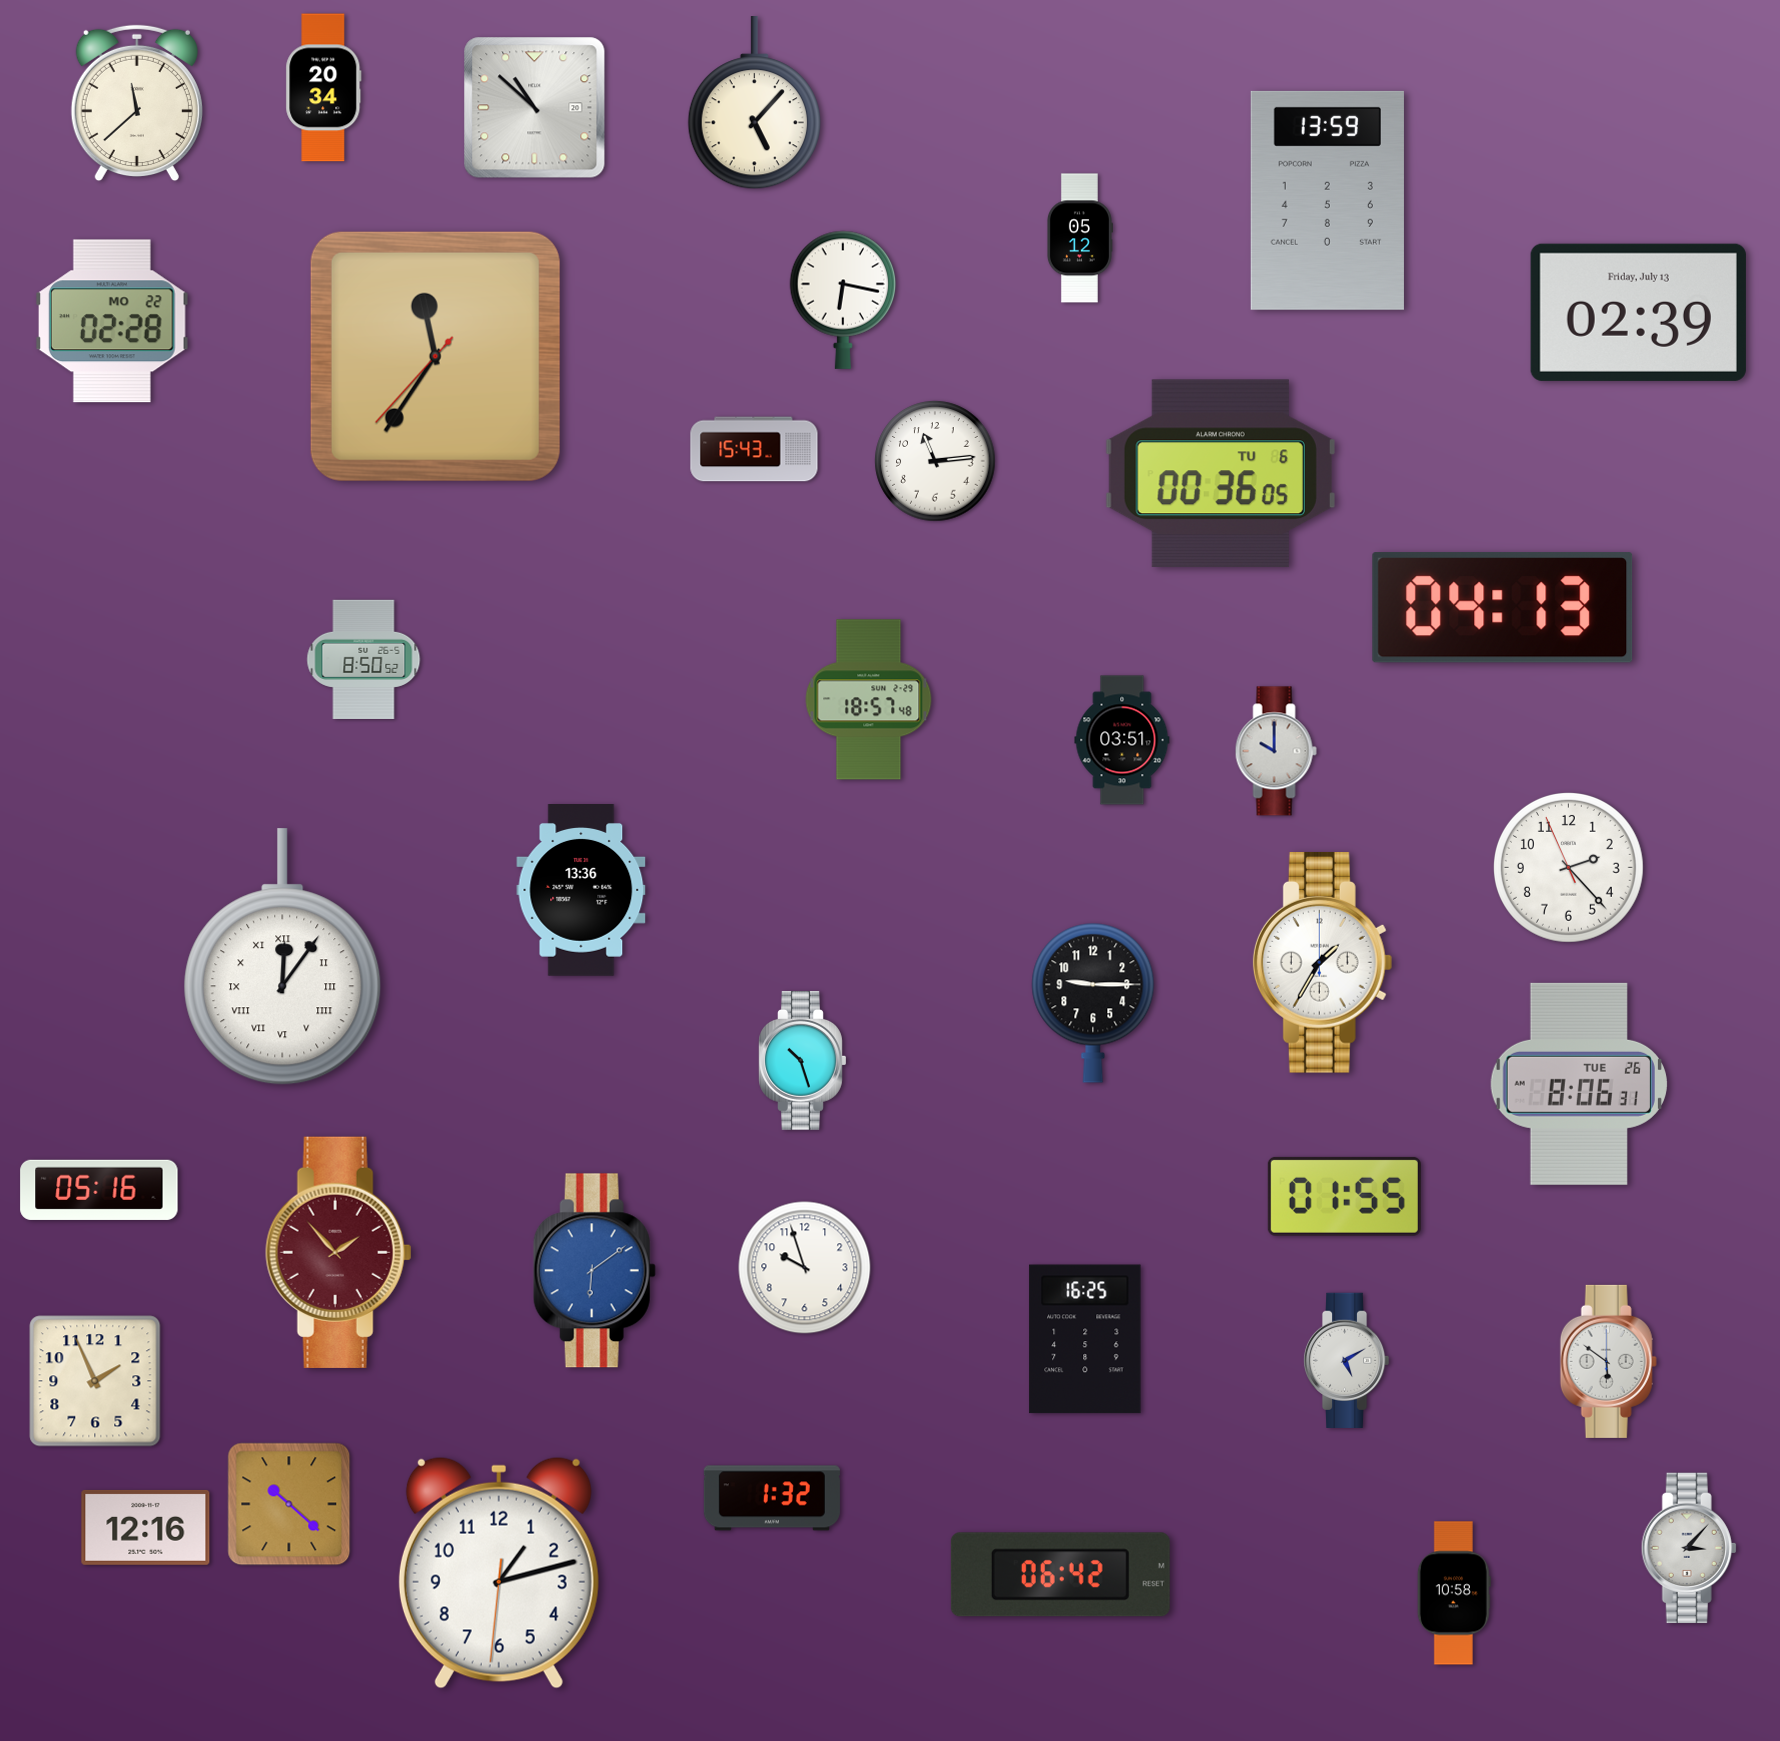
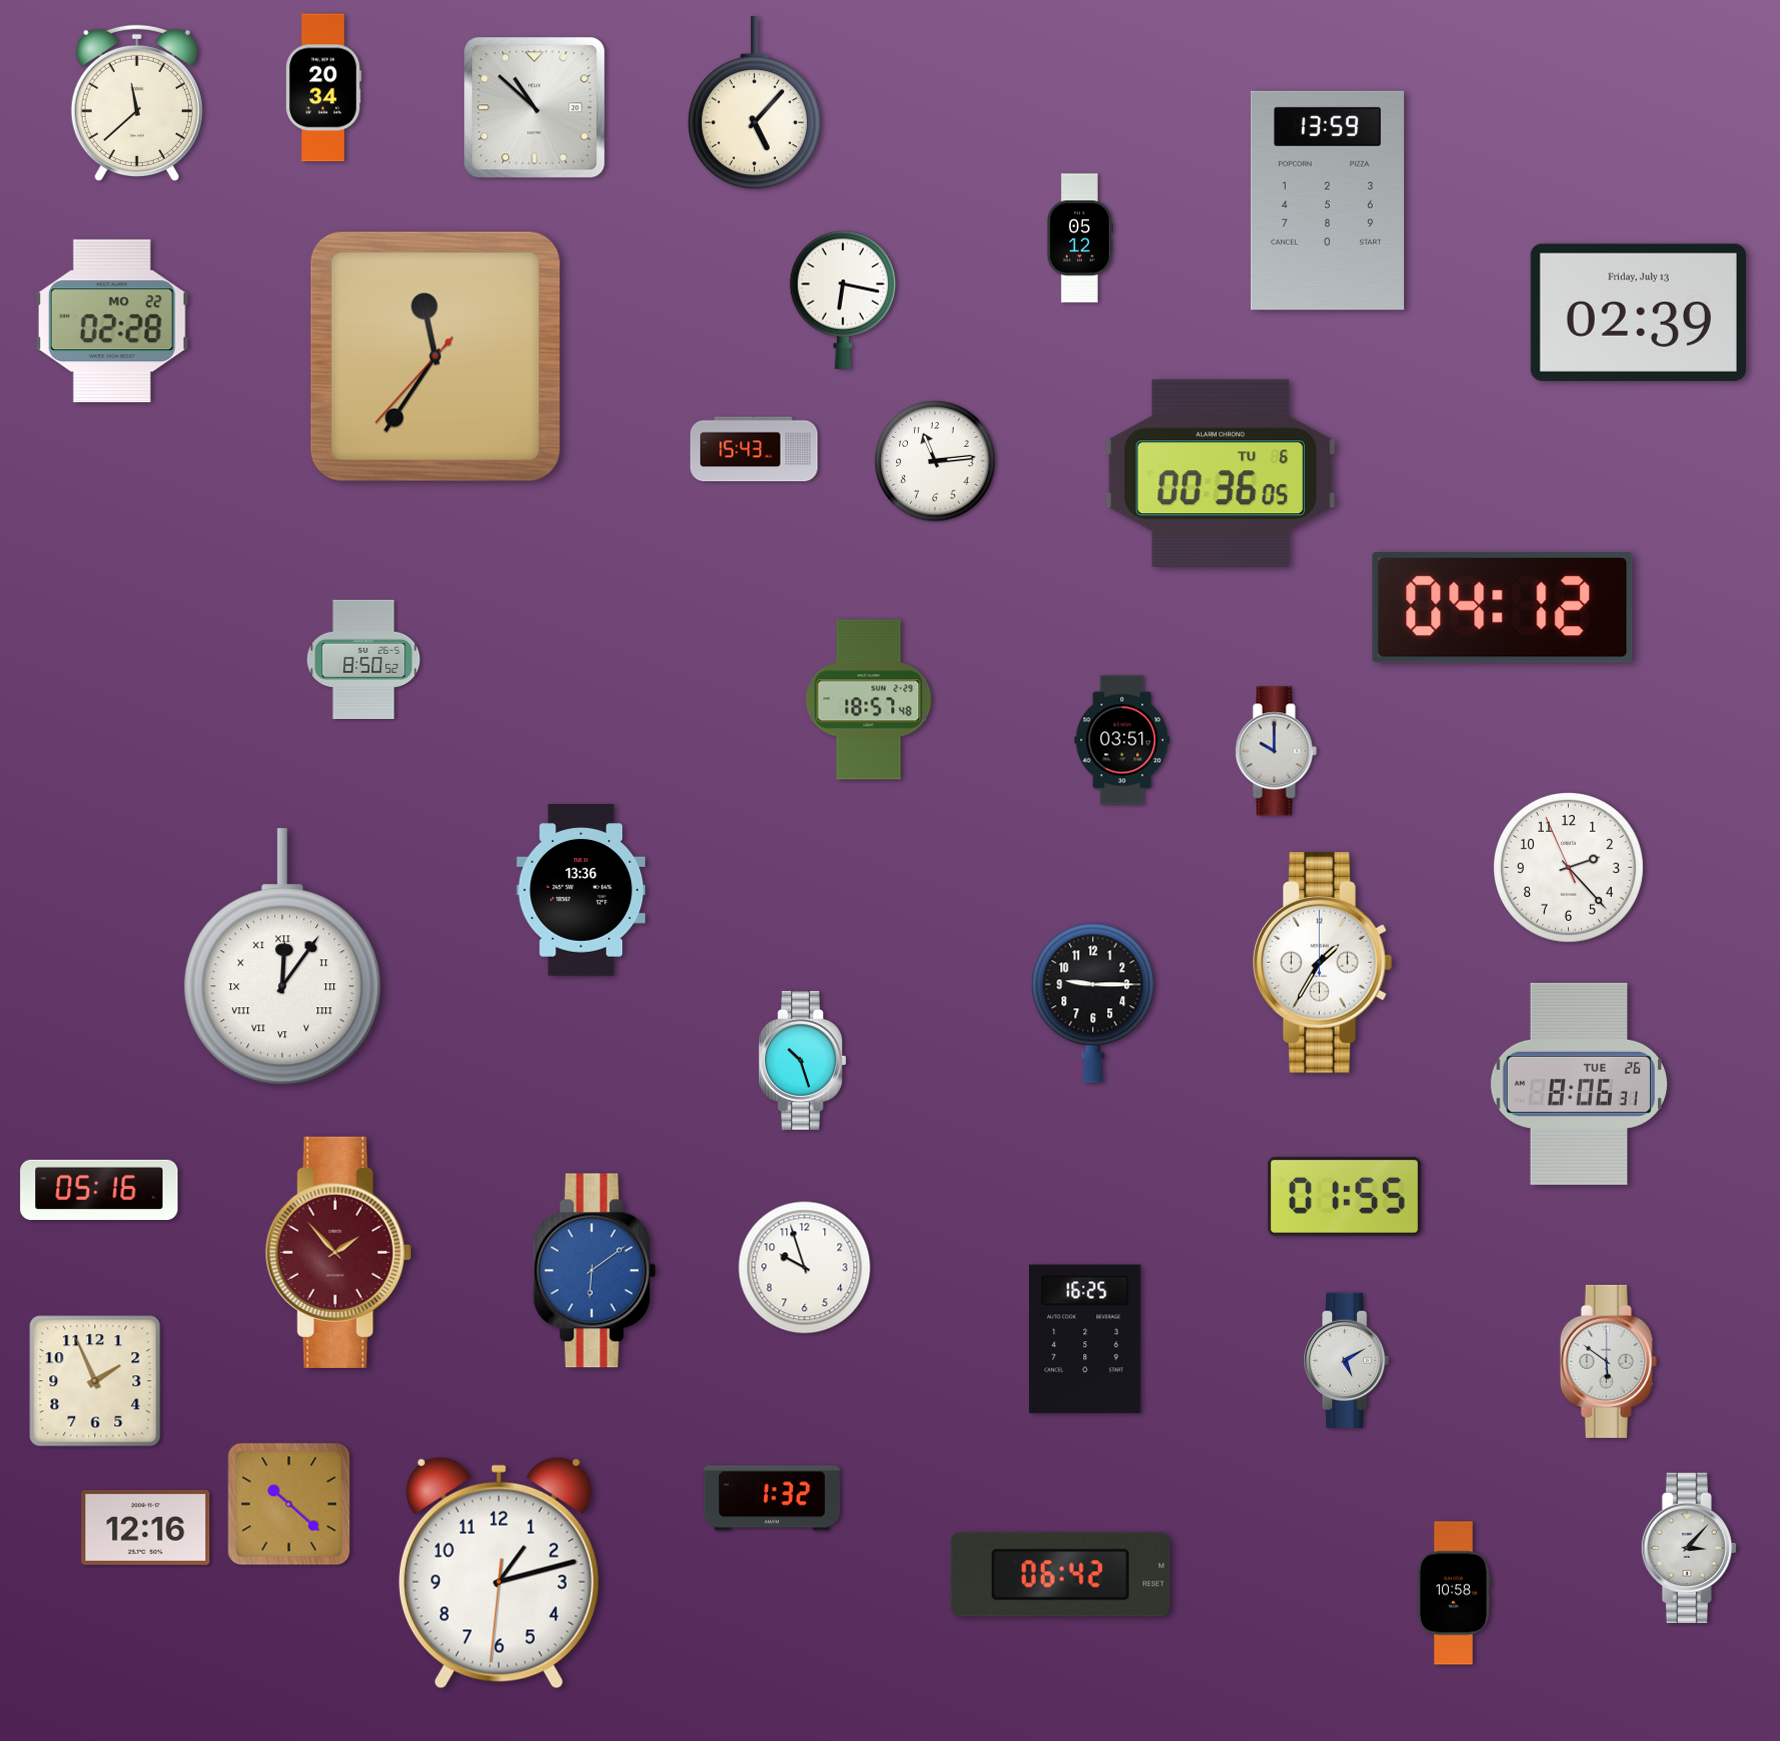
clock at (1503, 608): 04:13 -> 04:12
